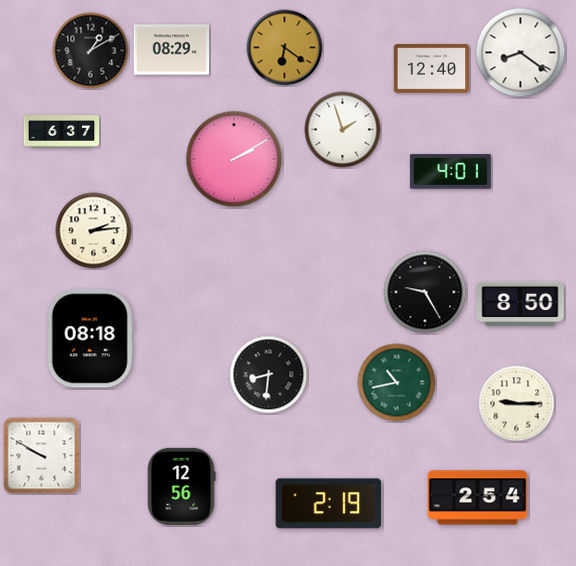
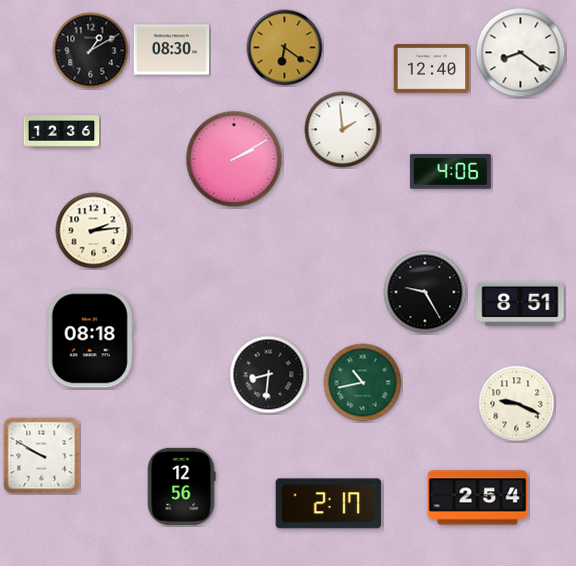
clock at (172, 50): 08:29 -> 08:30
clock at (343, 130): 1:57 -> 1:59
clock at (62, 132): 6:37 -> 12:36
clock at (450, 172): 4:01 -> 4:06
clock at (520, 303): 8:50 -> 8:51
clock at (397, 383) position: (397, 383) -> (363, 383)
clock at (517, 404): 9:15 -> 9:19
clock at (328, 504): 2:19 -> 2:17
